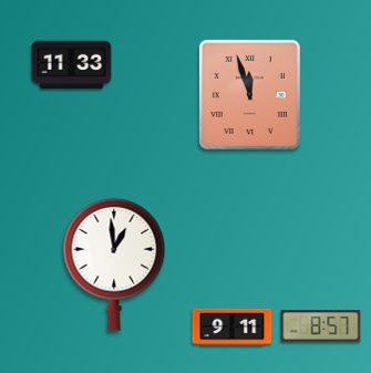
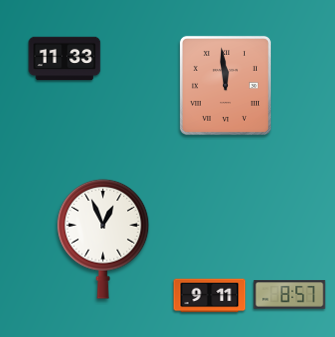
clock at (249, 94): 11:57 -> 11:59
clock at (114, 265): 12:59 -> 12:56
